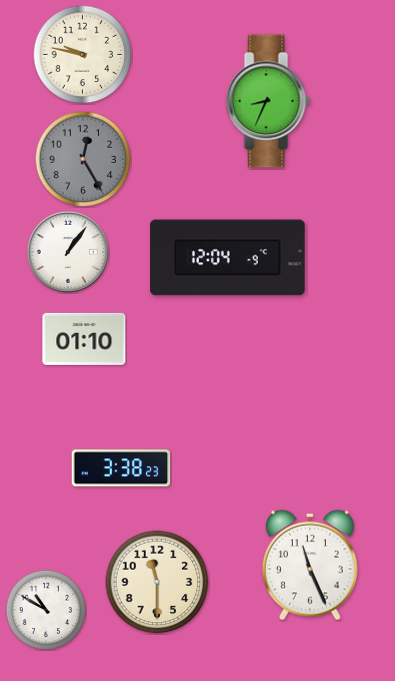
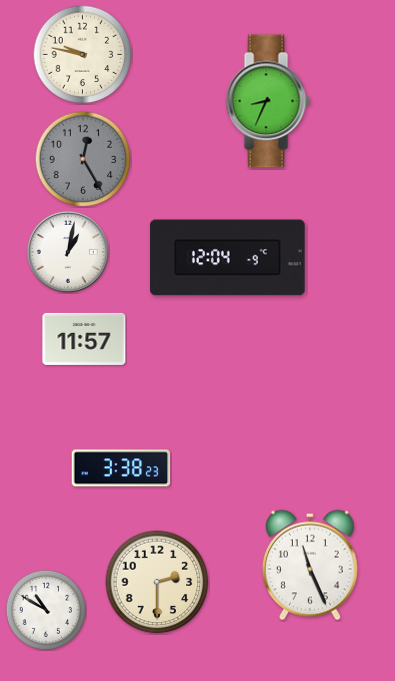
clock at (68, 252): 1:06 -> 1:02
clock at (84, 339): 01:10 -> 11:57
clock at (157, 582): 11:30 -> 2:30
